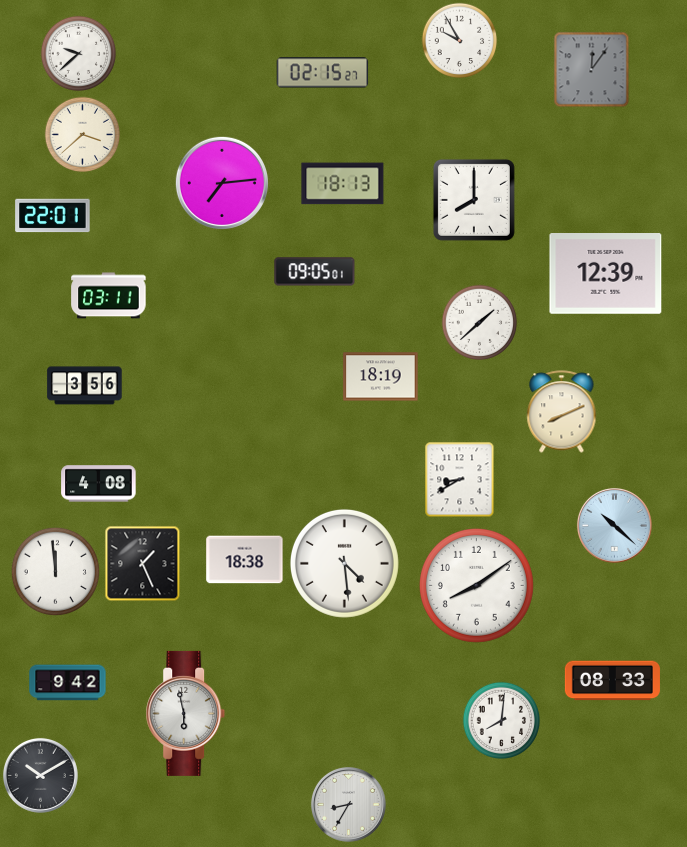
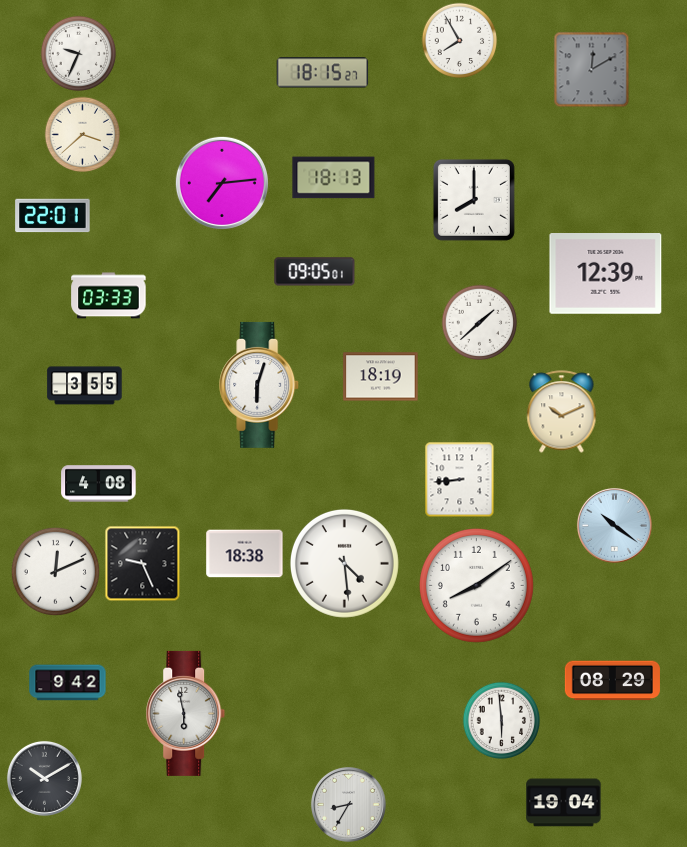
clock at (460, 41): 9:55 -> 7:55
clock at (79, 54): 9:38 -> 9:34
clock at (592, 70): 12:06 -> 12:10
clock at (323, 73): 02:15 -> 18:15
clock at (343, 184) position: (343, 184) -> (334, 178)
clock at (109, 296): 03:11 -> 03:33
clock at (260, 385): none -> 6:03
clock at (85, 386): 3:56 -> 3:55
clock at (562, 412): 8:11 -> 10:11
clock at (460, 480): 8:40 -> 8:44
clock at (614, 525): 10:22 -> 10:21
clock at (245, 560) position: (245, 560) -> (245, 554)
clock at (143, 564): 1:26 -> 9:26
clock at (55, 571): 11:59 -> 12:11
clock at (612, 681): 08:33 -> 08:29
clock at (502, 721): 8:01 -> 5:59
clock at (40, 775) position: (40, 775) -> (44, 778)
clock at (564, 803): none -> 19:04
